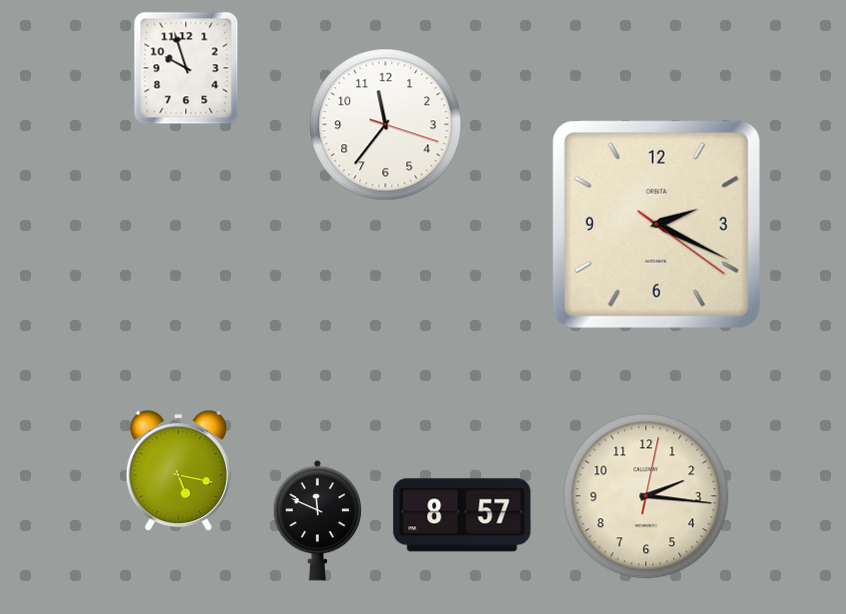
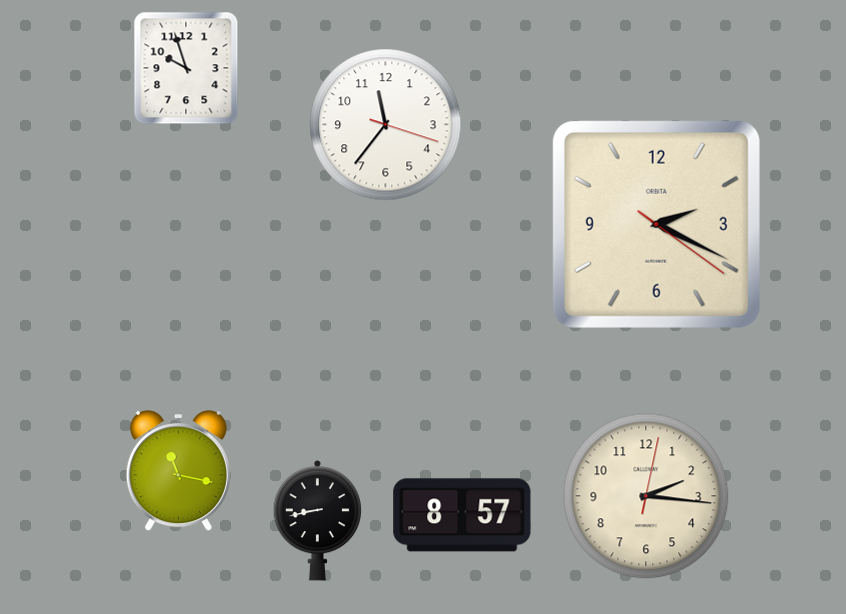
clock at (178, 471): 5:17 -> 11:17
clock at (318, 520): 11:49 -> 8:43
